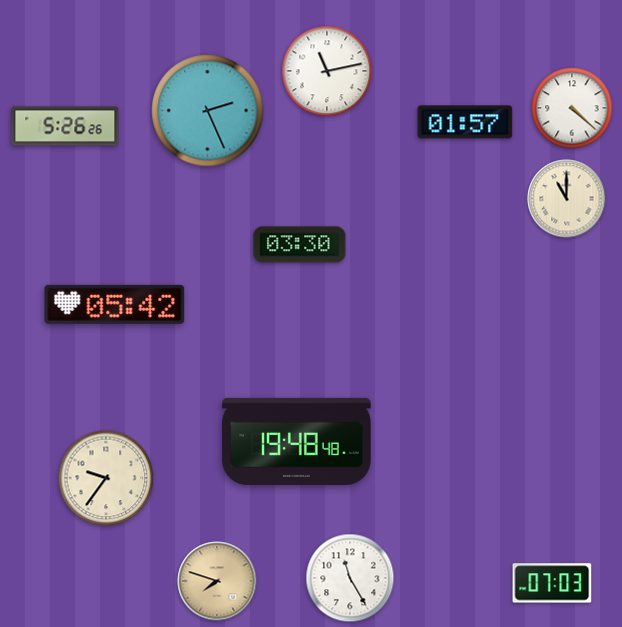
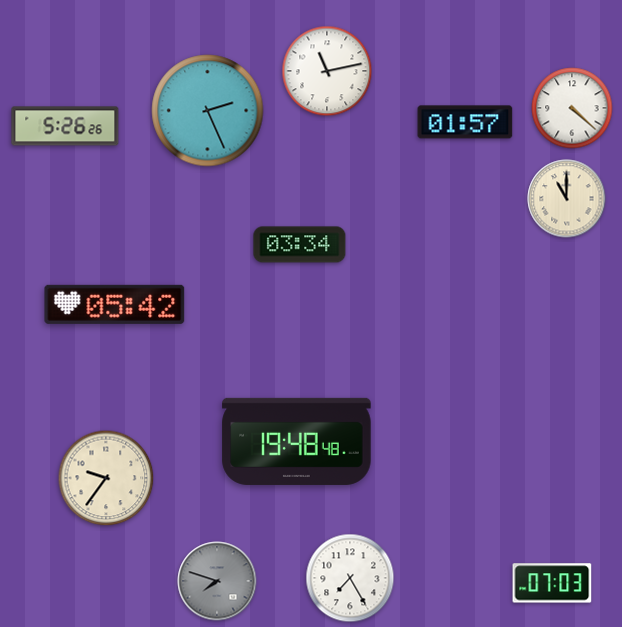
clock at (300, 245): 03:30 -> 03:34
clock at (350, 578): 11:25 -> 7:25
clock at (217, 581) dial: champagne -> grey
